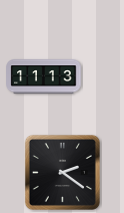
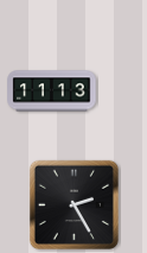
clock at (62, 172): 2:21 -> 2:25
